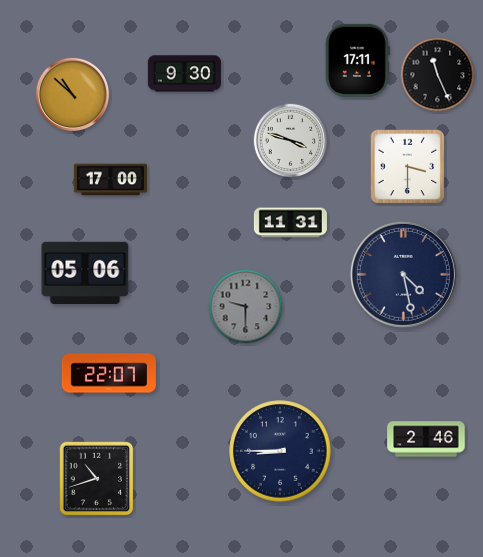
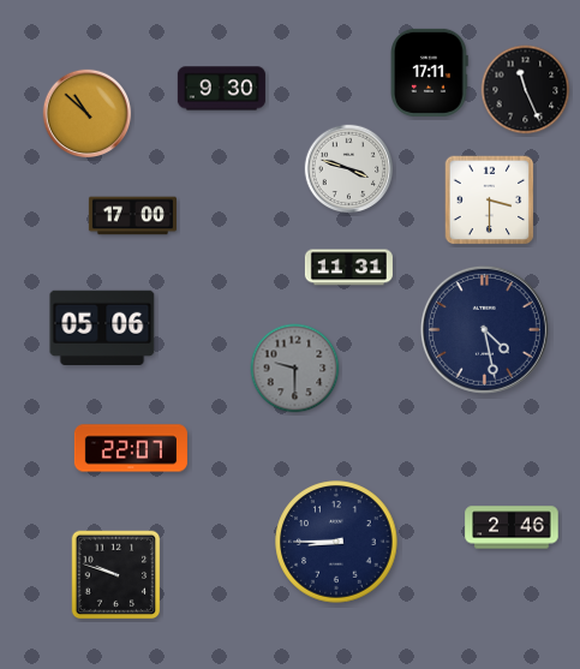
clock at (97, 479): 10:42 -> 9:48
